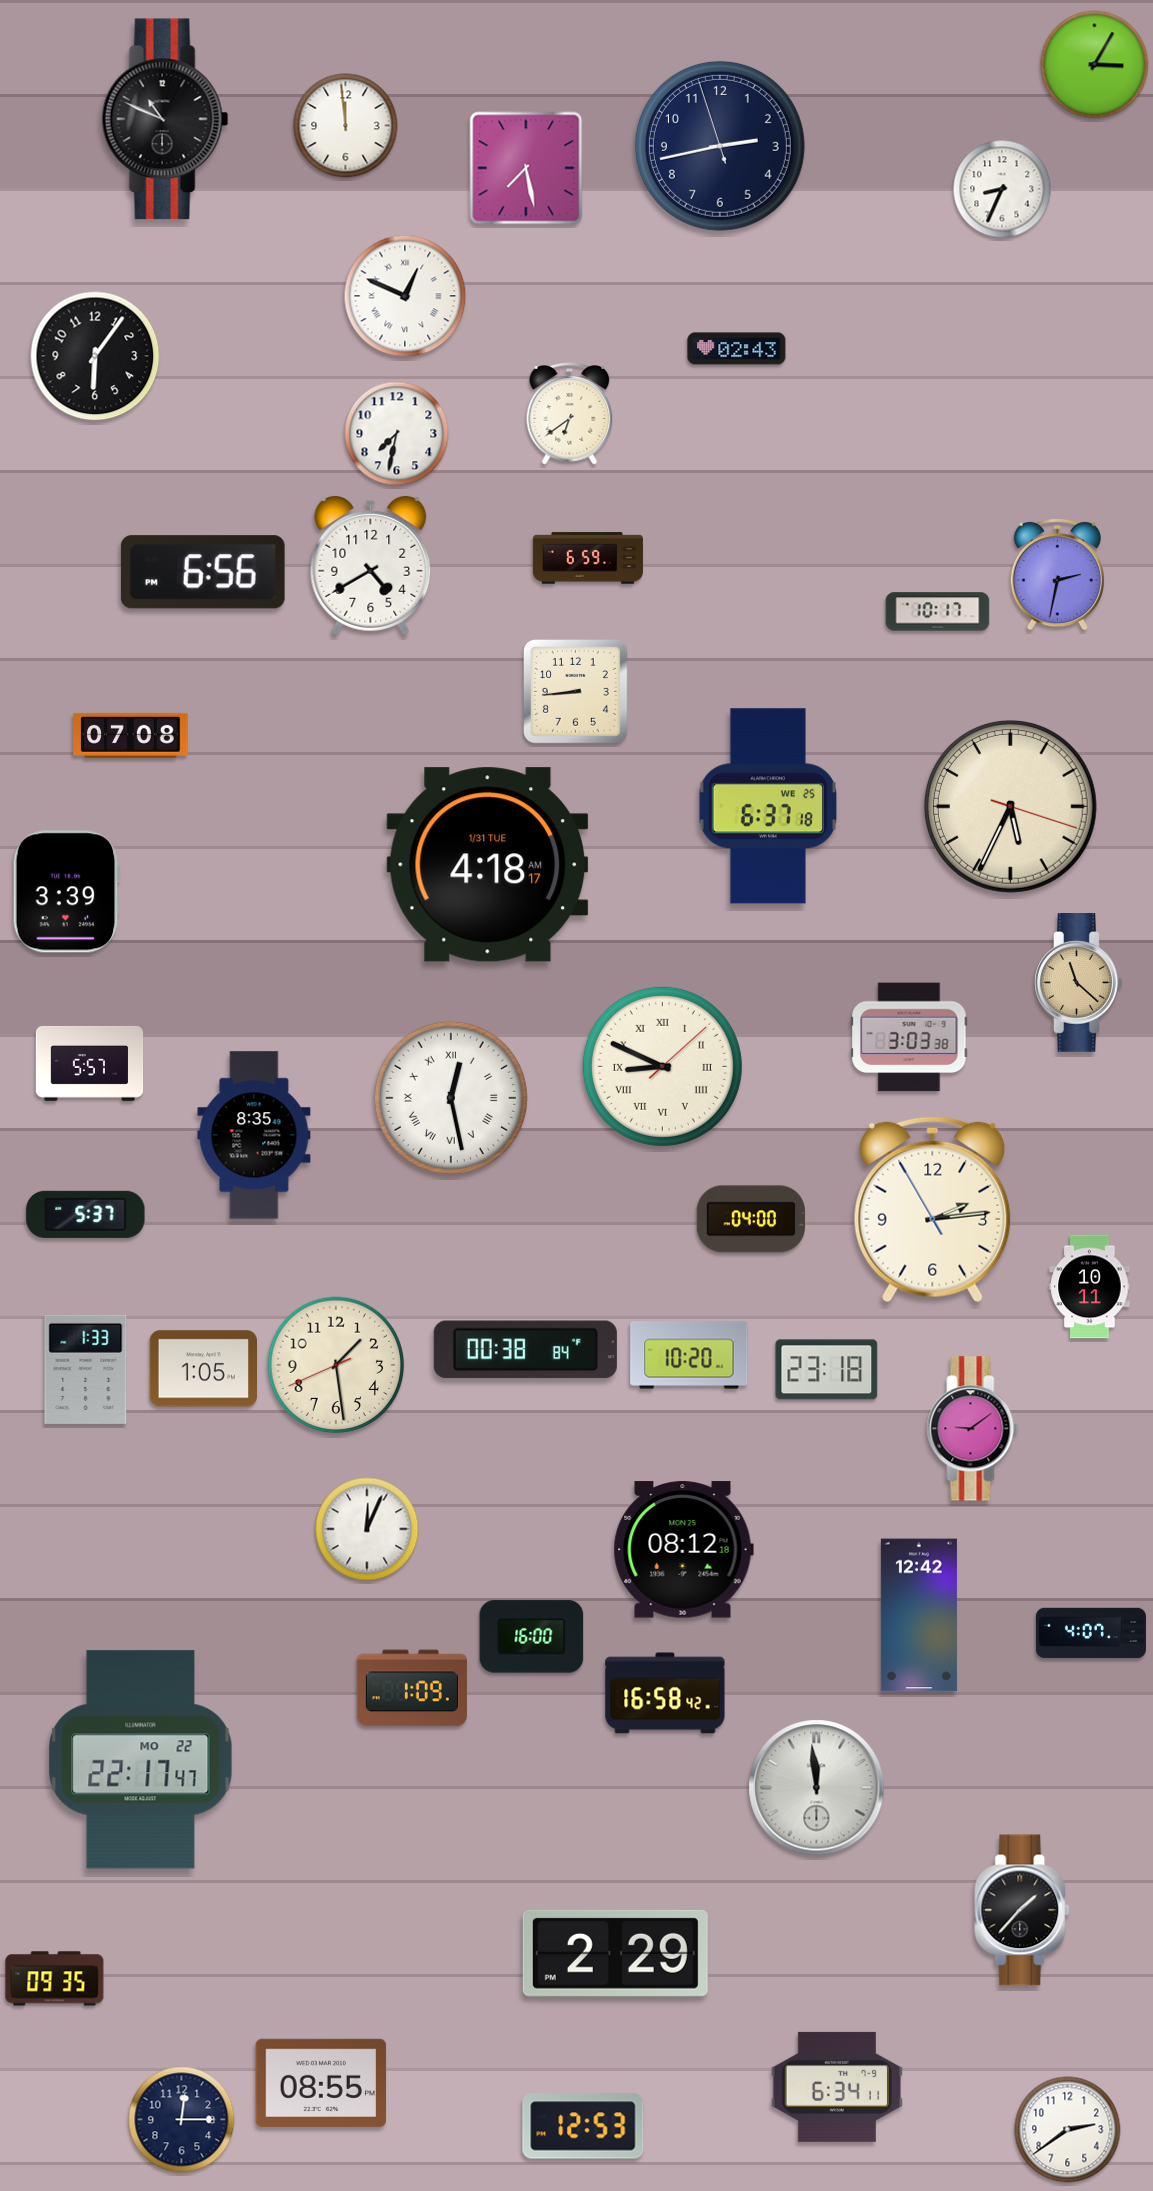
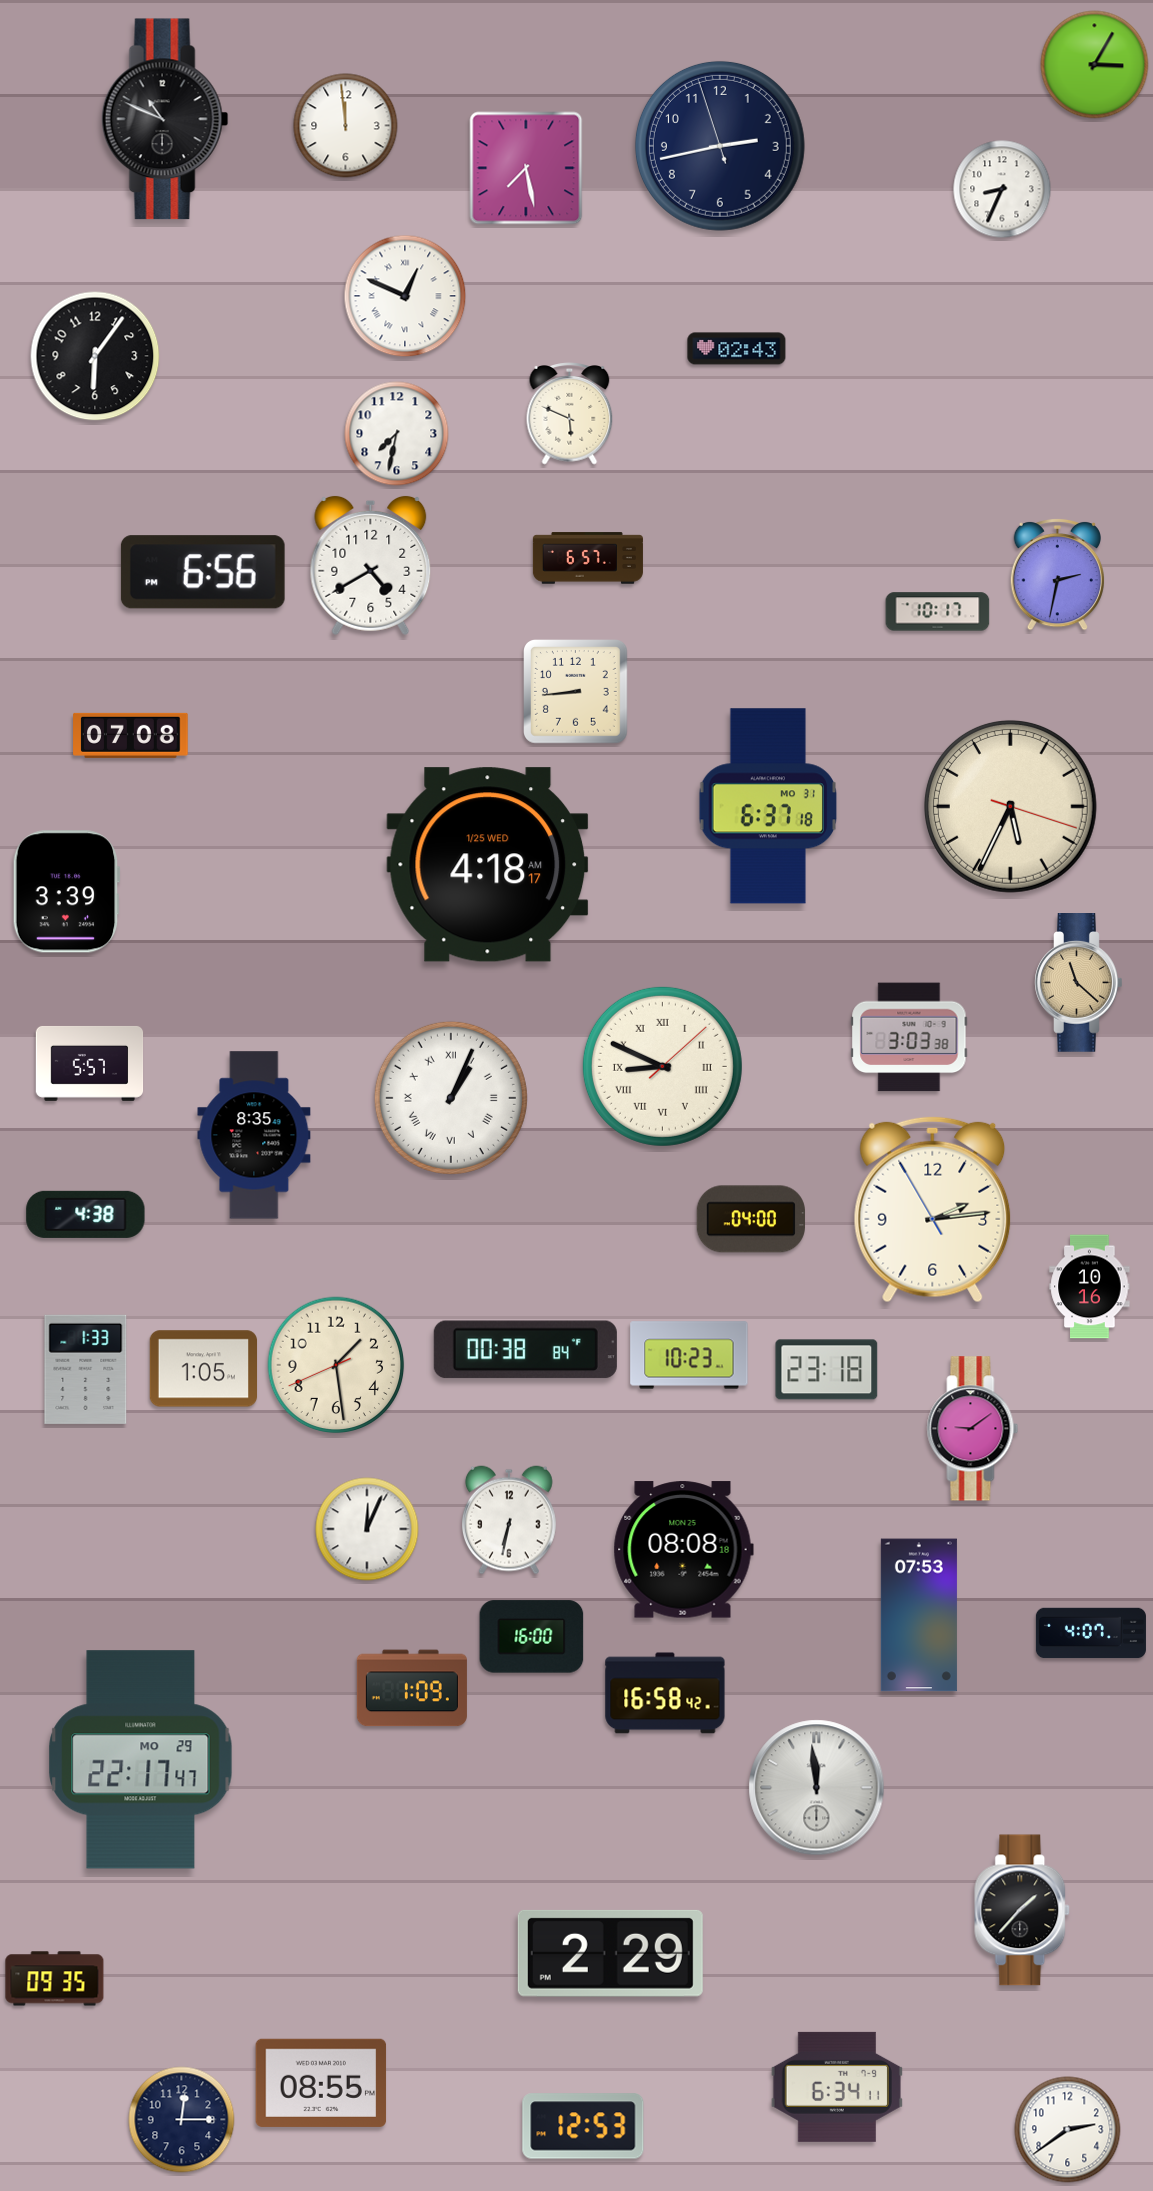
clock at (570, 414): 6:39 -> 5:49
clock at (588, 558): 6:59 -> 6:57
clock at (768, 806) date: WE 25 -> MO 31
clock at (488, 865) date: 1/31 TUE -> 1/25 WED
clock at (451, 1098): 12:28 -> 1:04
clock at (86, 1214): 5:37 -> 4:38
clock at (1090, 1287): 10:11 -> 10:16
clock at (689, 1355): 10:20 -> 10:23
clock at (509, 1520): none -> 6:32
clock at (683, 1550): 08:12 -> 08:08
clock at (919, 1615): 12:42 -> 07:53
clock at (141, 1760) date: MO 22 -> MO 29
clock at (615, 1953) position: (615, 1953) -> (610, 1953)
